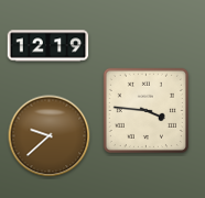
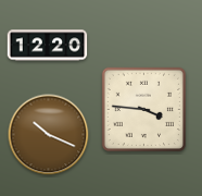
clock at (48, 46): 12:19 -> 12:20
clock at (50, 136): 9:38 -> 10:19
